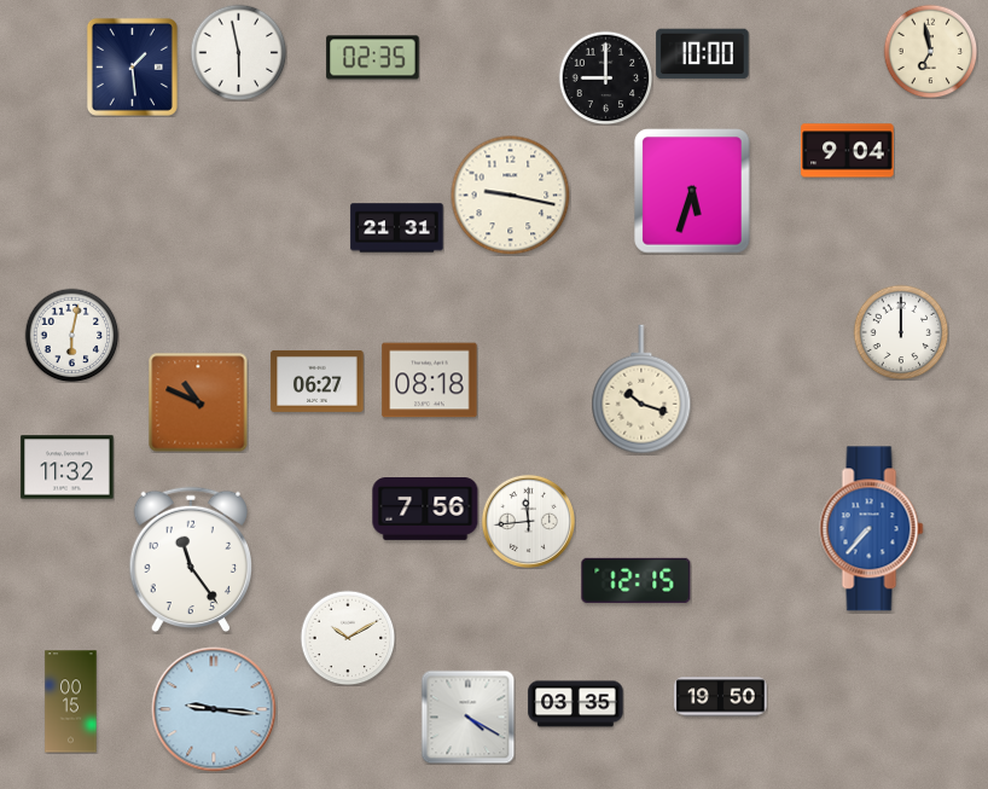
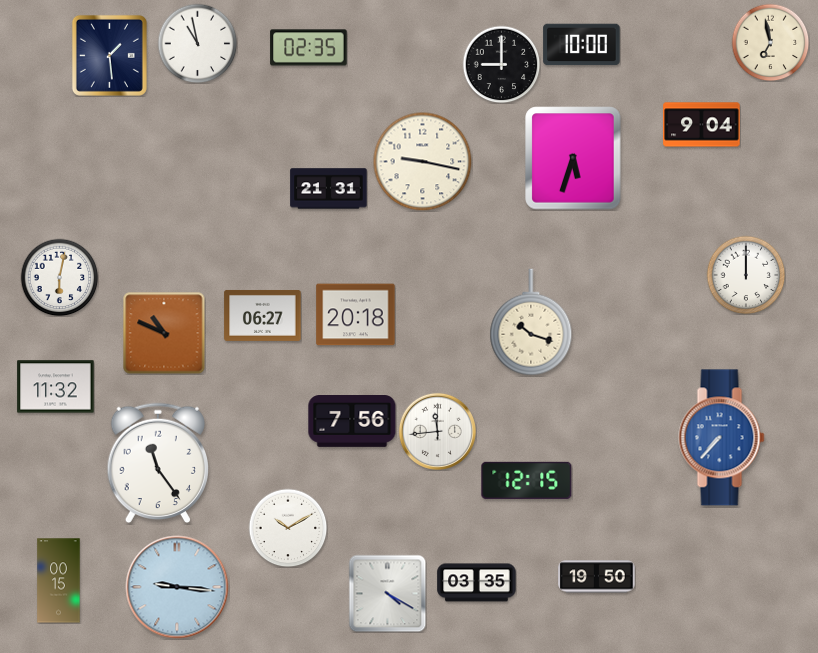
clock at (238, 52): 5:58 -> 10:58
clock at (430, 381): 08:18 -> 20:18
